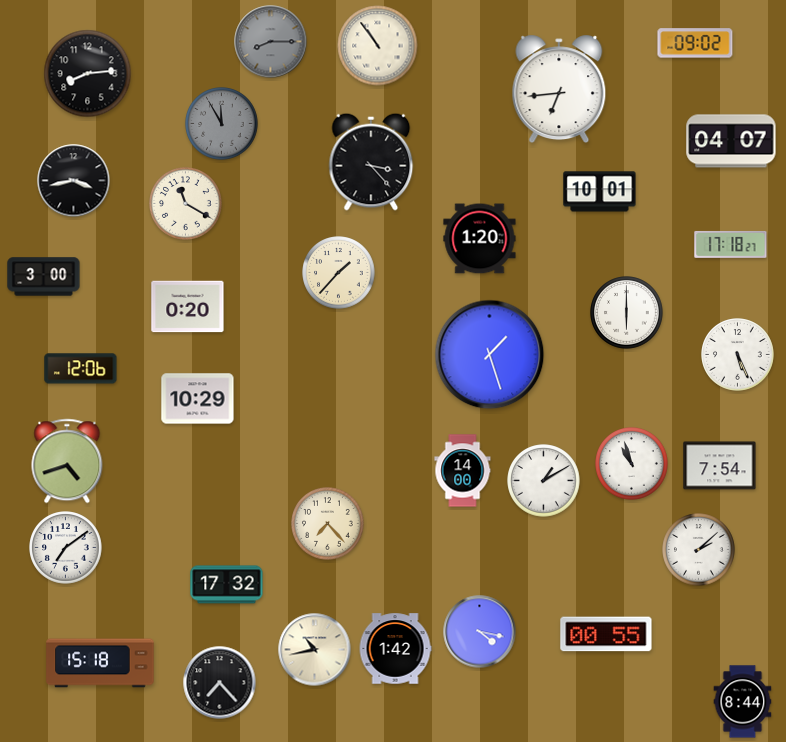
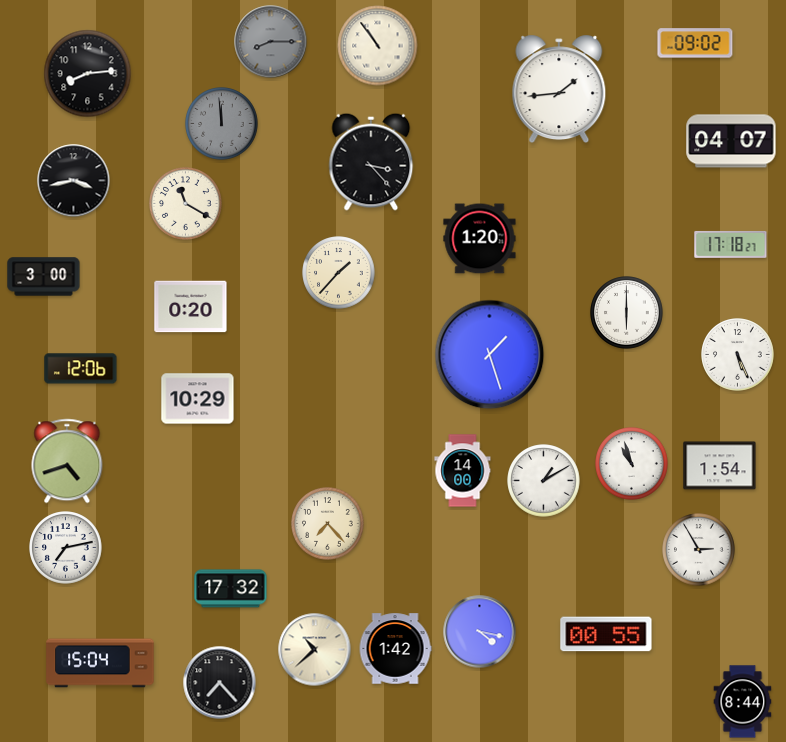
clock at (559, 89): 6:44 -> 1:44
clock at (222, 124): 11:55 -> 11:59
clock at (600, 192): 10:01 -> none
clock at (188, 307) position: (188, 307) -> (191, 307)
clock at (720, 466): 7:54 -> 1:54
clock at (66, 548): 7:09 -> 7:13
clock at (699, 550): 2:08 -> 2:55
clock at (227, 585) position: (227, 585) -> (231, 589)
clock at (315, 650): 10:43 -> 10:38
clock at (100, 663): 15:18 -> 15:04
